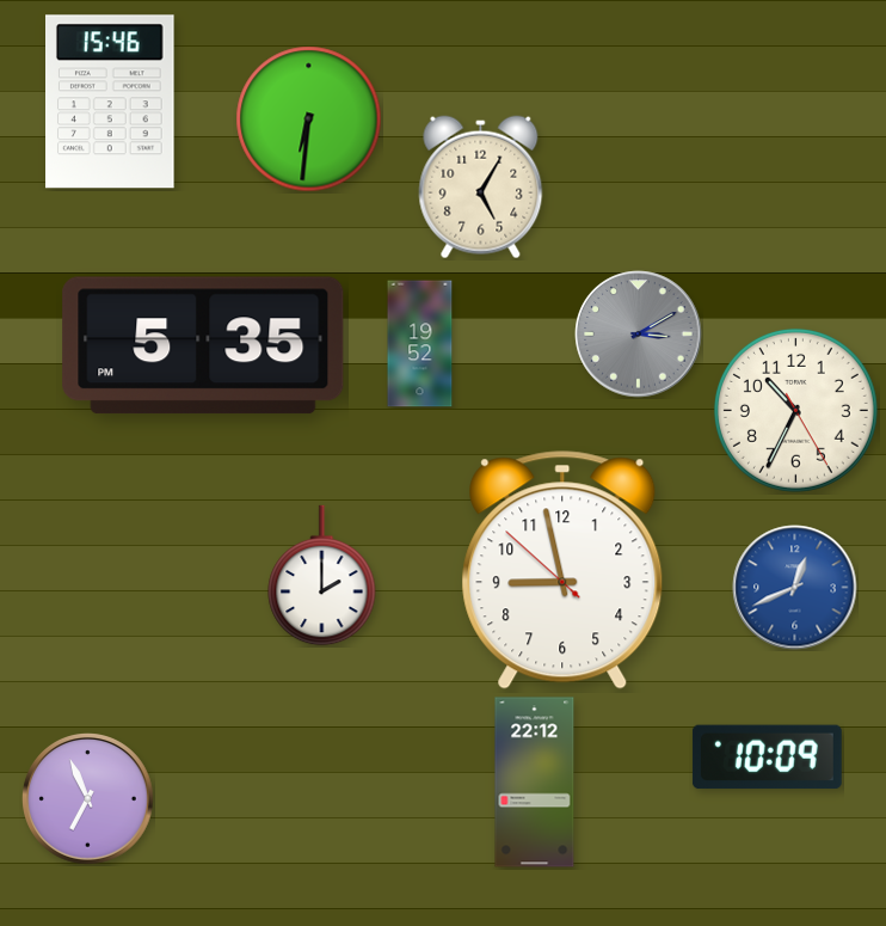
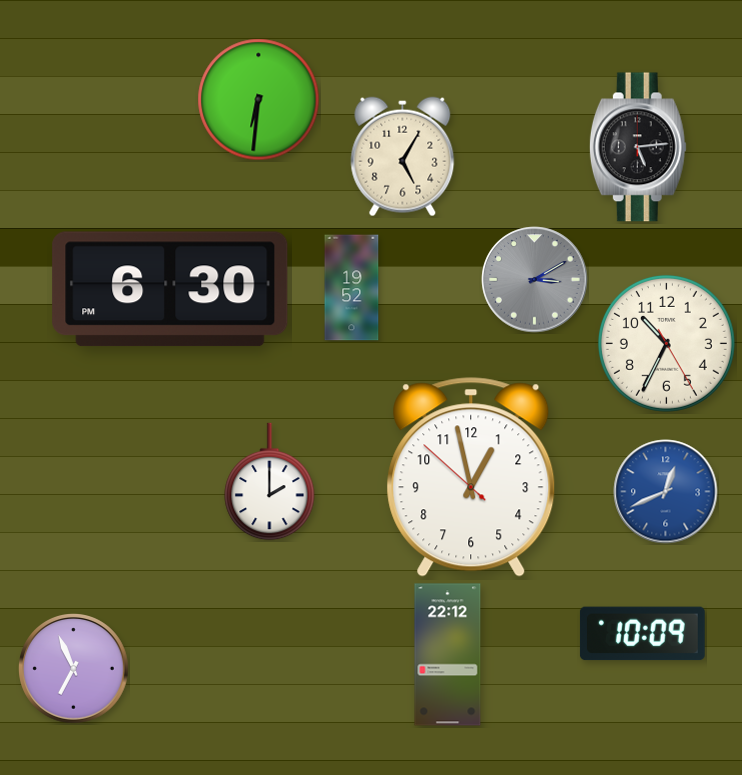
clock at (111, 102): 15:46 -> none
clock at (638, 147): none -> 5:14
clock at (203, 345): 5:35 -> 6:30
clock at (562, 570): 8:57 -> 12:57
